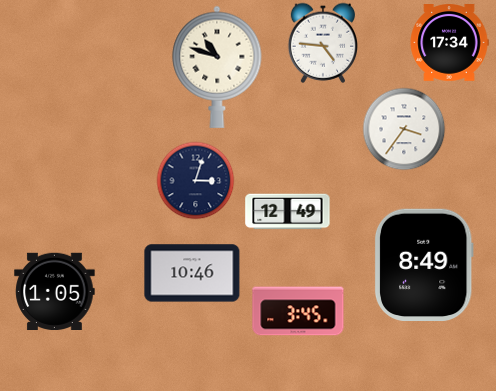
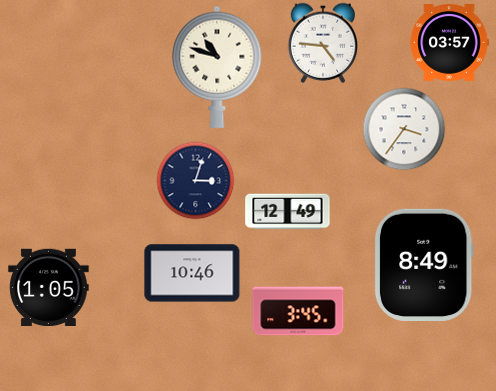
clock at (449, 43): 17:34 -> 03:57
clock at (55, 291) position: (55, 291) -> (49, 287)
